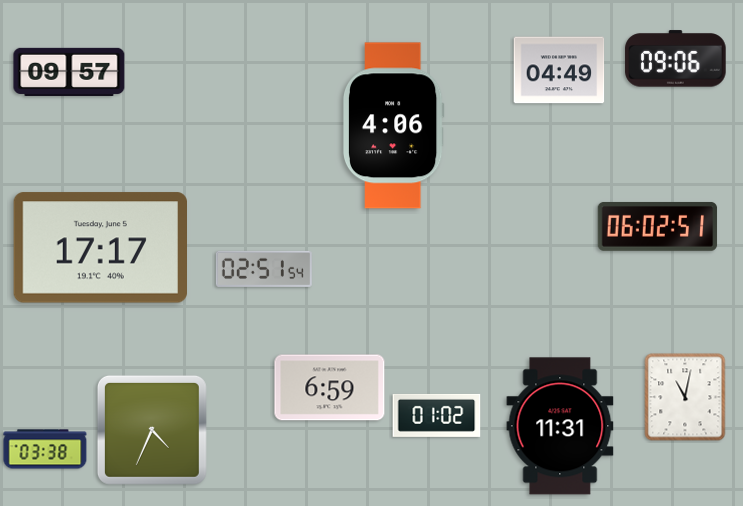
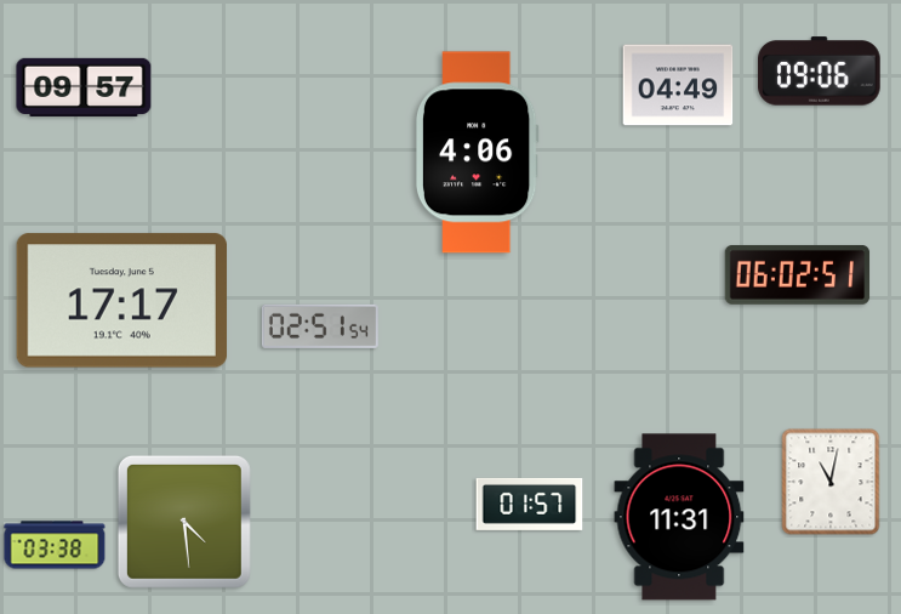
clock at (330, 388): 6:59 -> none
clock at (437, 415): 01:02 -> 01:57
clock at (152, 430): 4:34 -> 4:29
